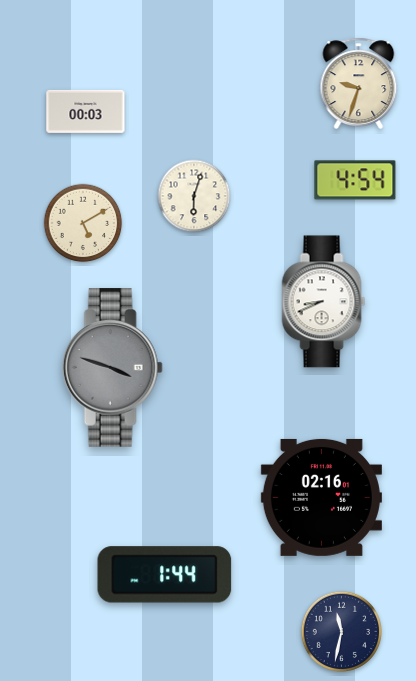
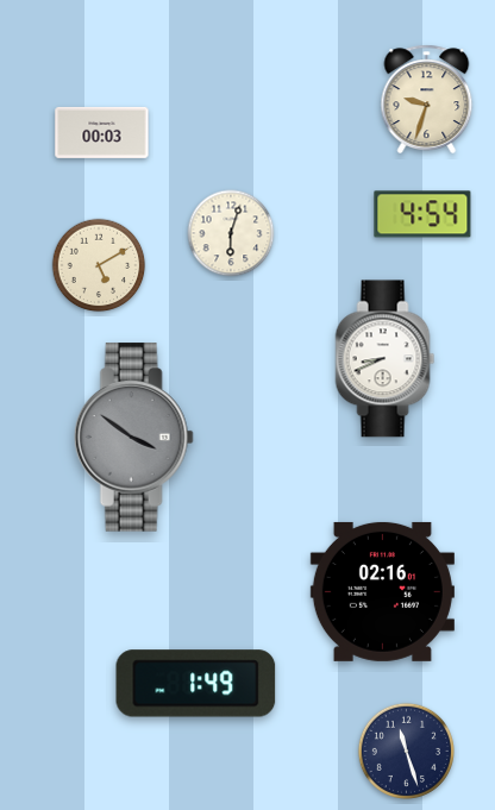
clock at (112, 368): 3:48 -> 3:51
clock at (165, 575): 1:44 -> 1:49
clock at (341, 631): 11:32 -> 11:27
